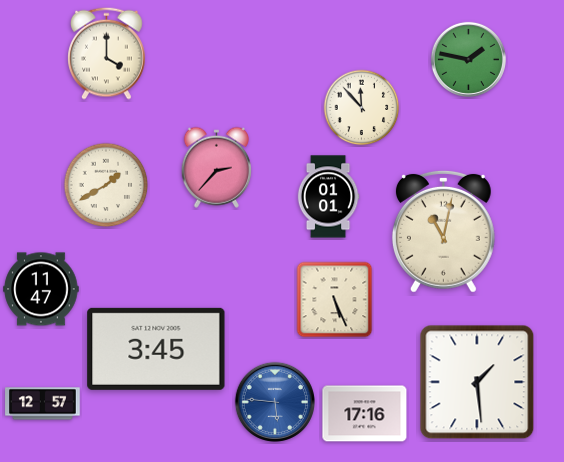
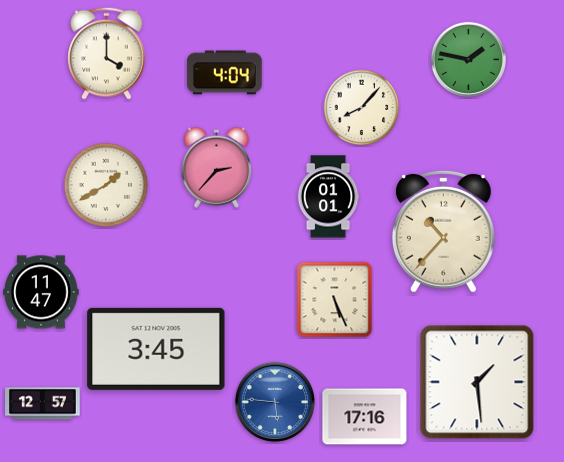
clock at (225, 73): none -> 4:04
clock at (362, 108): 11:53 -> 8:07
clock at (443, 231): 11:02 -> 10:37
clock at (41, 289) position: (41, 289) -> (41, 292)
clock at (365, 414) position: (365, 414) -> (365, 417)
